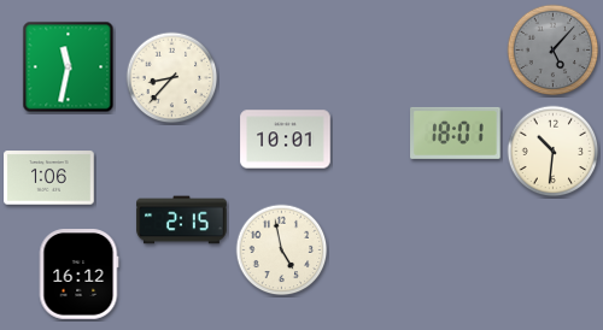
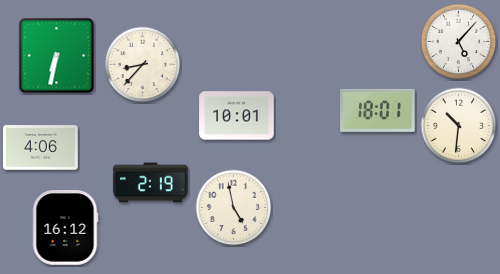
clock at (554, 51) dial: grey -> white
clock at (69, 67): 11:32 -> 6:32
clock at (49, 178): 1:06 -> 4:06
clock at (182, 220): 2:15 -> 2:19
